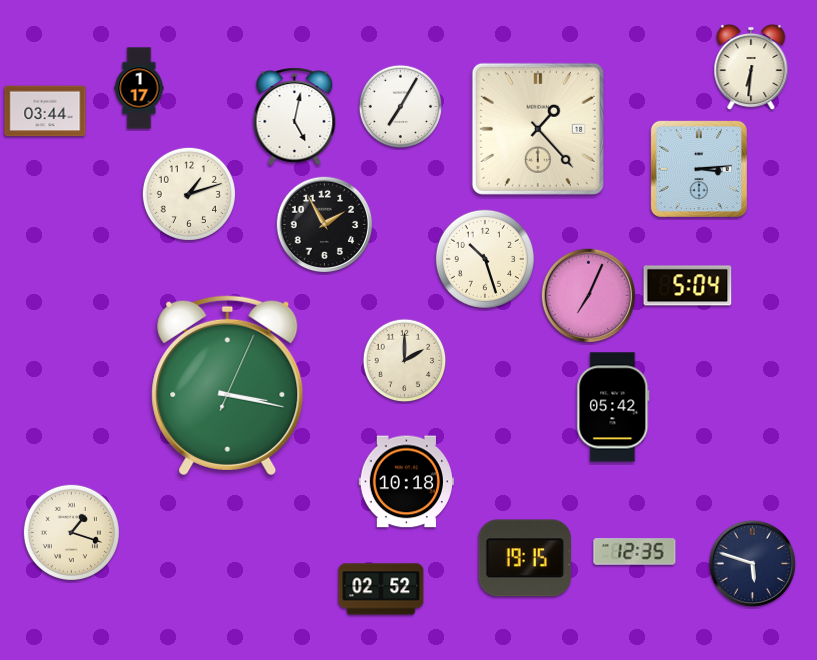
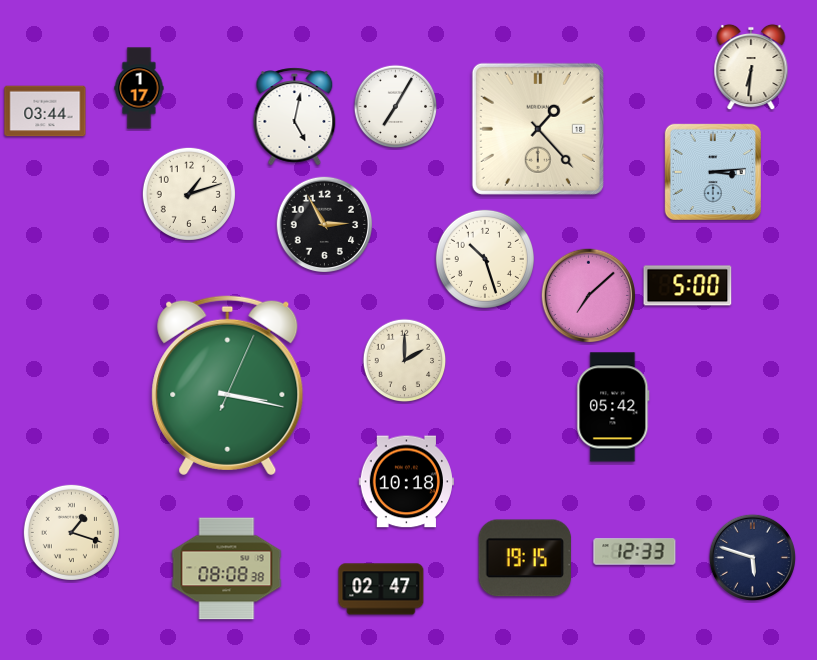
clock at (401, 107) position: (401, 107) -> (396, 107)
clock at (699, 169) position: (699, 169) -> (713, 172)
clock at (325, 225): 1:55 -> 2:55
clock at (688, 286): 5:04 -> 5:00
clock at (589, 296): 7:04 -> 7:08
clock at (635, 552): 12:35 -> 12:33
clock at (752, 563) position: (752, 563) -> (752, 557)
clock at (227, 569): none -> 08:08
clock at (381, 589): 02:52 -> 02:47
